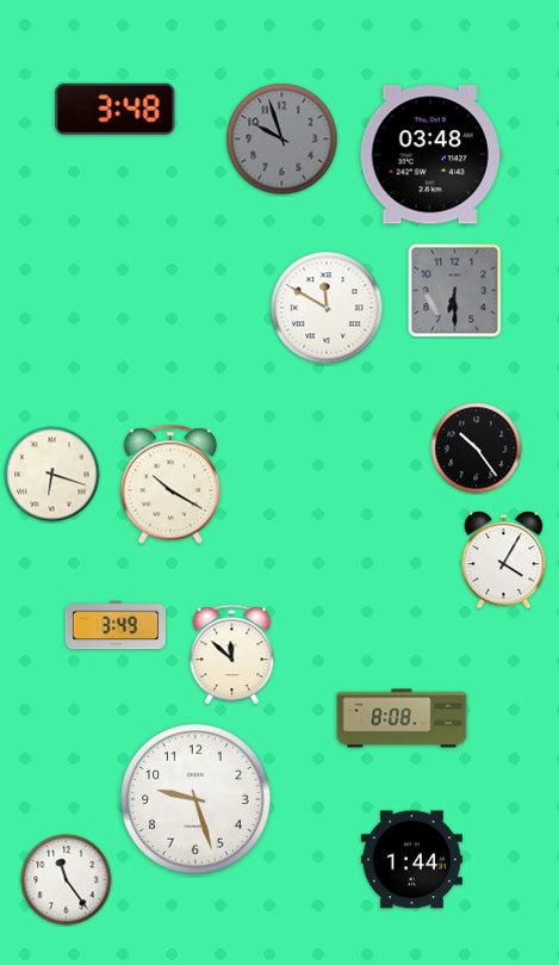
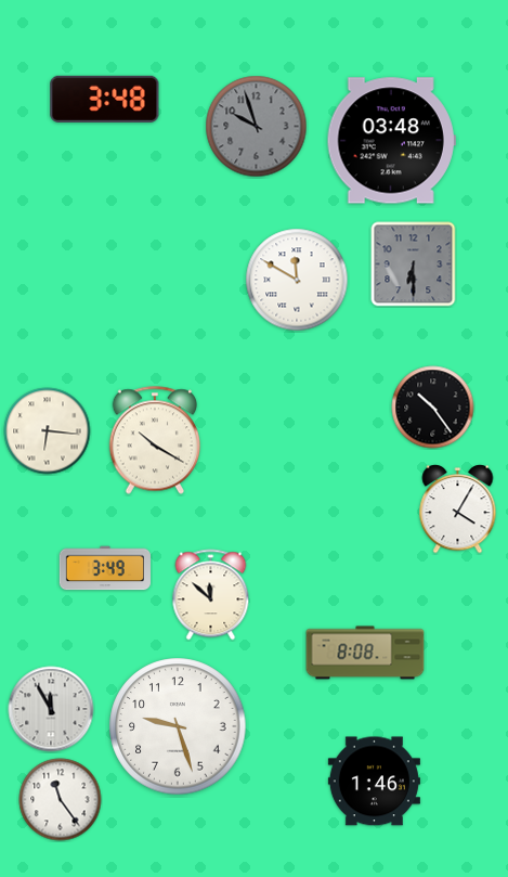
clock at (52, 475): 6:18 -> 6:16
clock at (51, 709): none -> 11:55
clock at (411, 860): 1:44 -> 1:46
